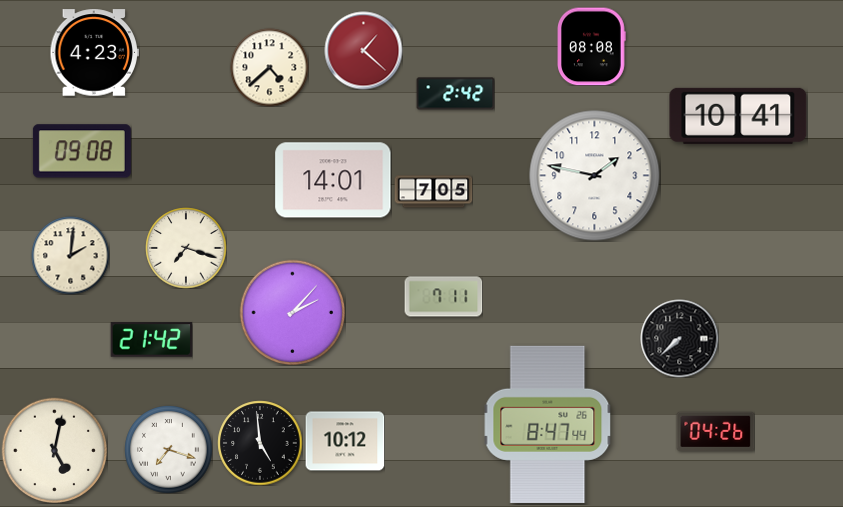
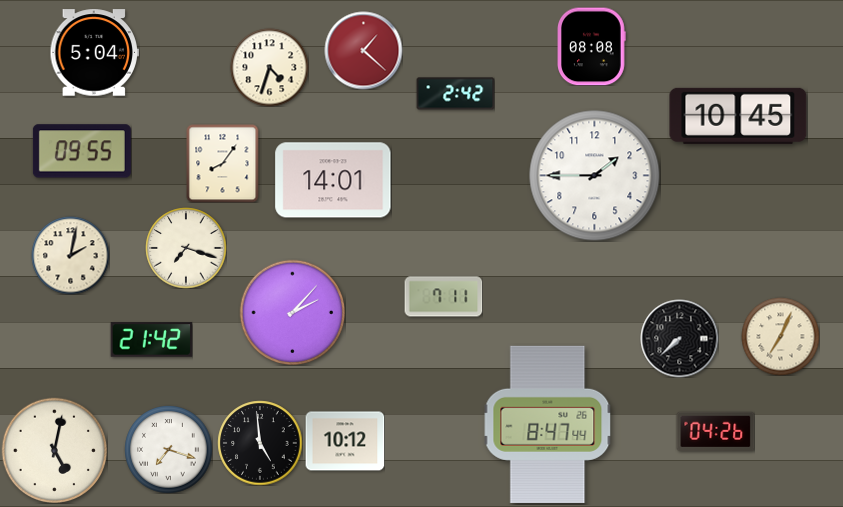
clock at (94, 53): 4:23 -> 5:04
clock at (269, 67): 4:38 -> 4:33
clock at (738, 116): 10:41 -> 10:45
clock at (82, 151): 09:08 -> 09:55
clock at (223, 163): none -> 8:06
clock at (595, 176): 1:47 -> 1:45
clock at (433, 192): 7:05 -> none
clock at (70, 255): 2:01 -> 2:02
clock at (780, 336): none -> 7:04
